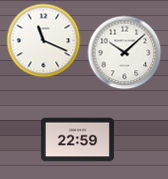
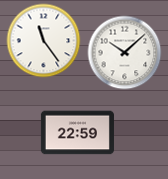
clock at (44, 41): 11:19 -> 11:24
clock at (77, 140) position: (77, 140) -> (77, 133)
